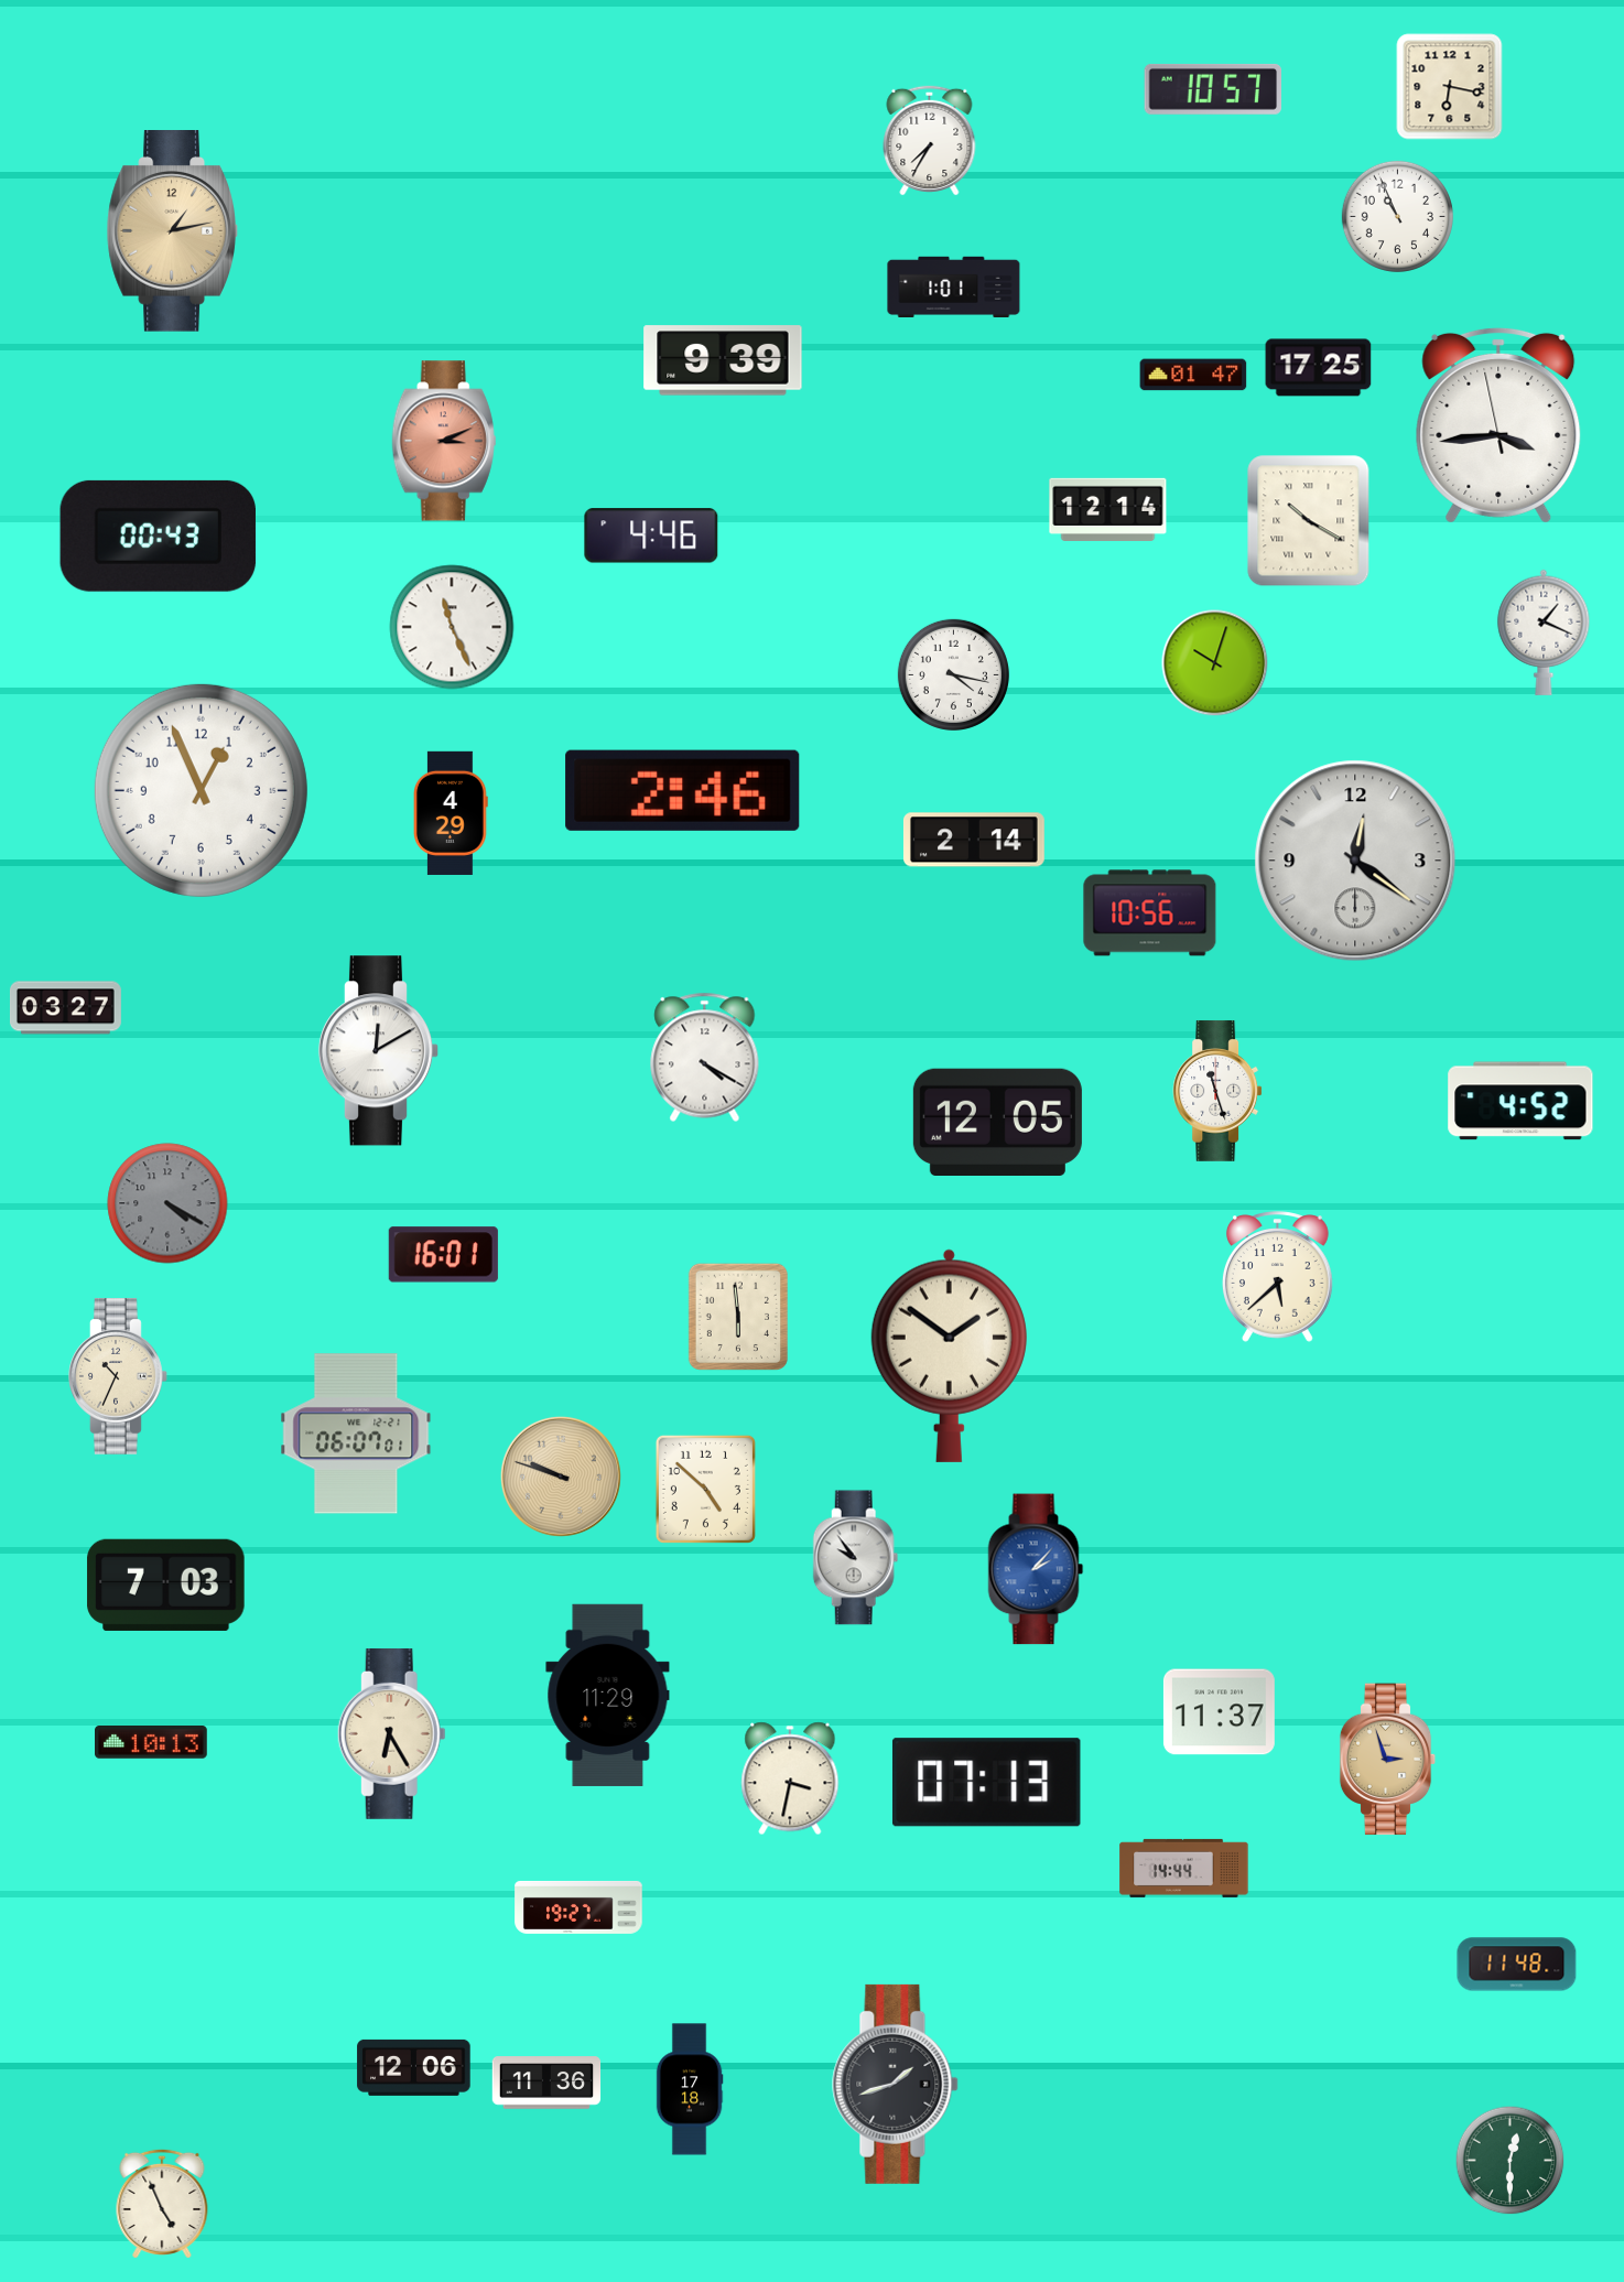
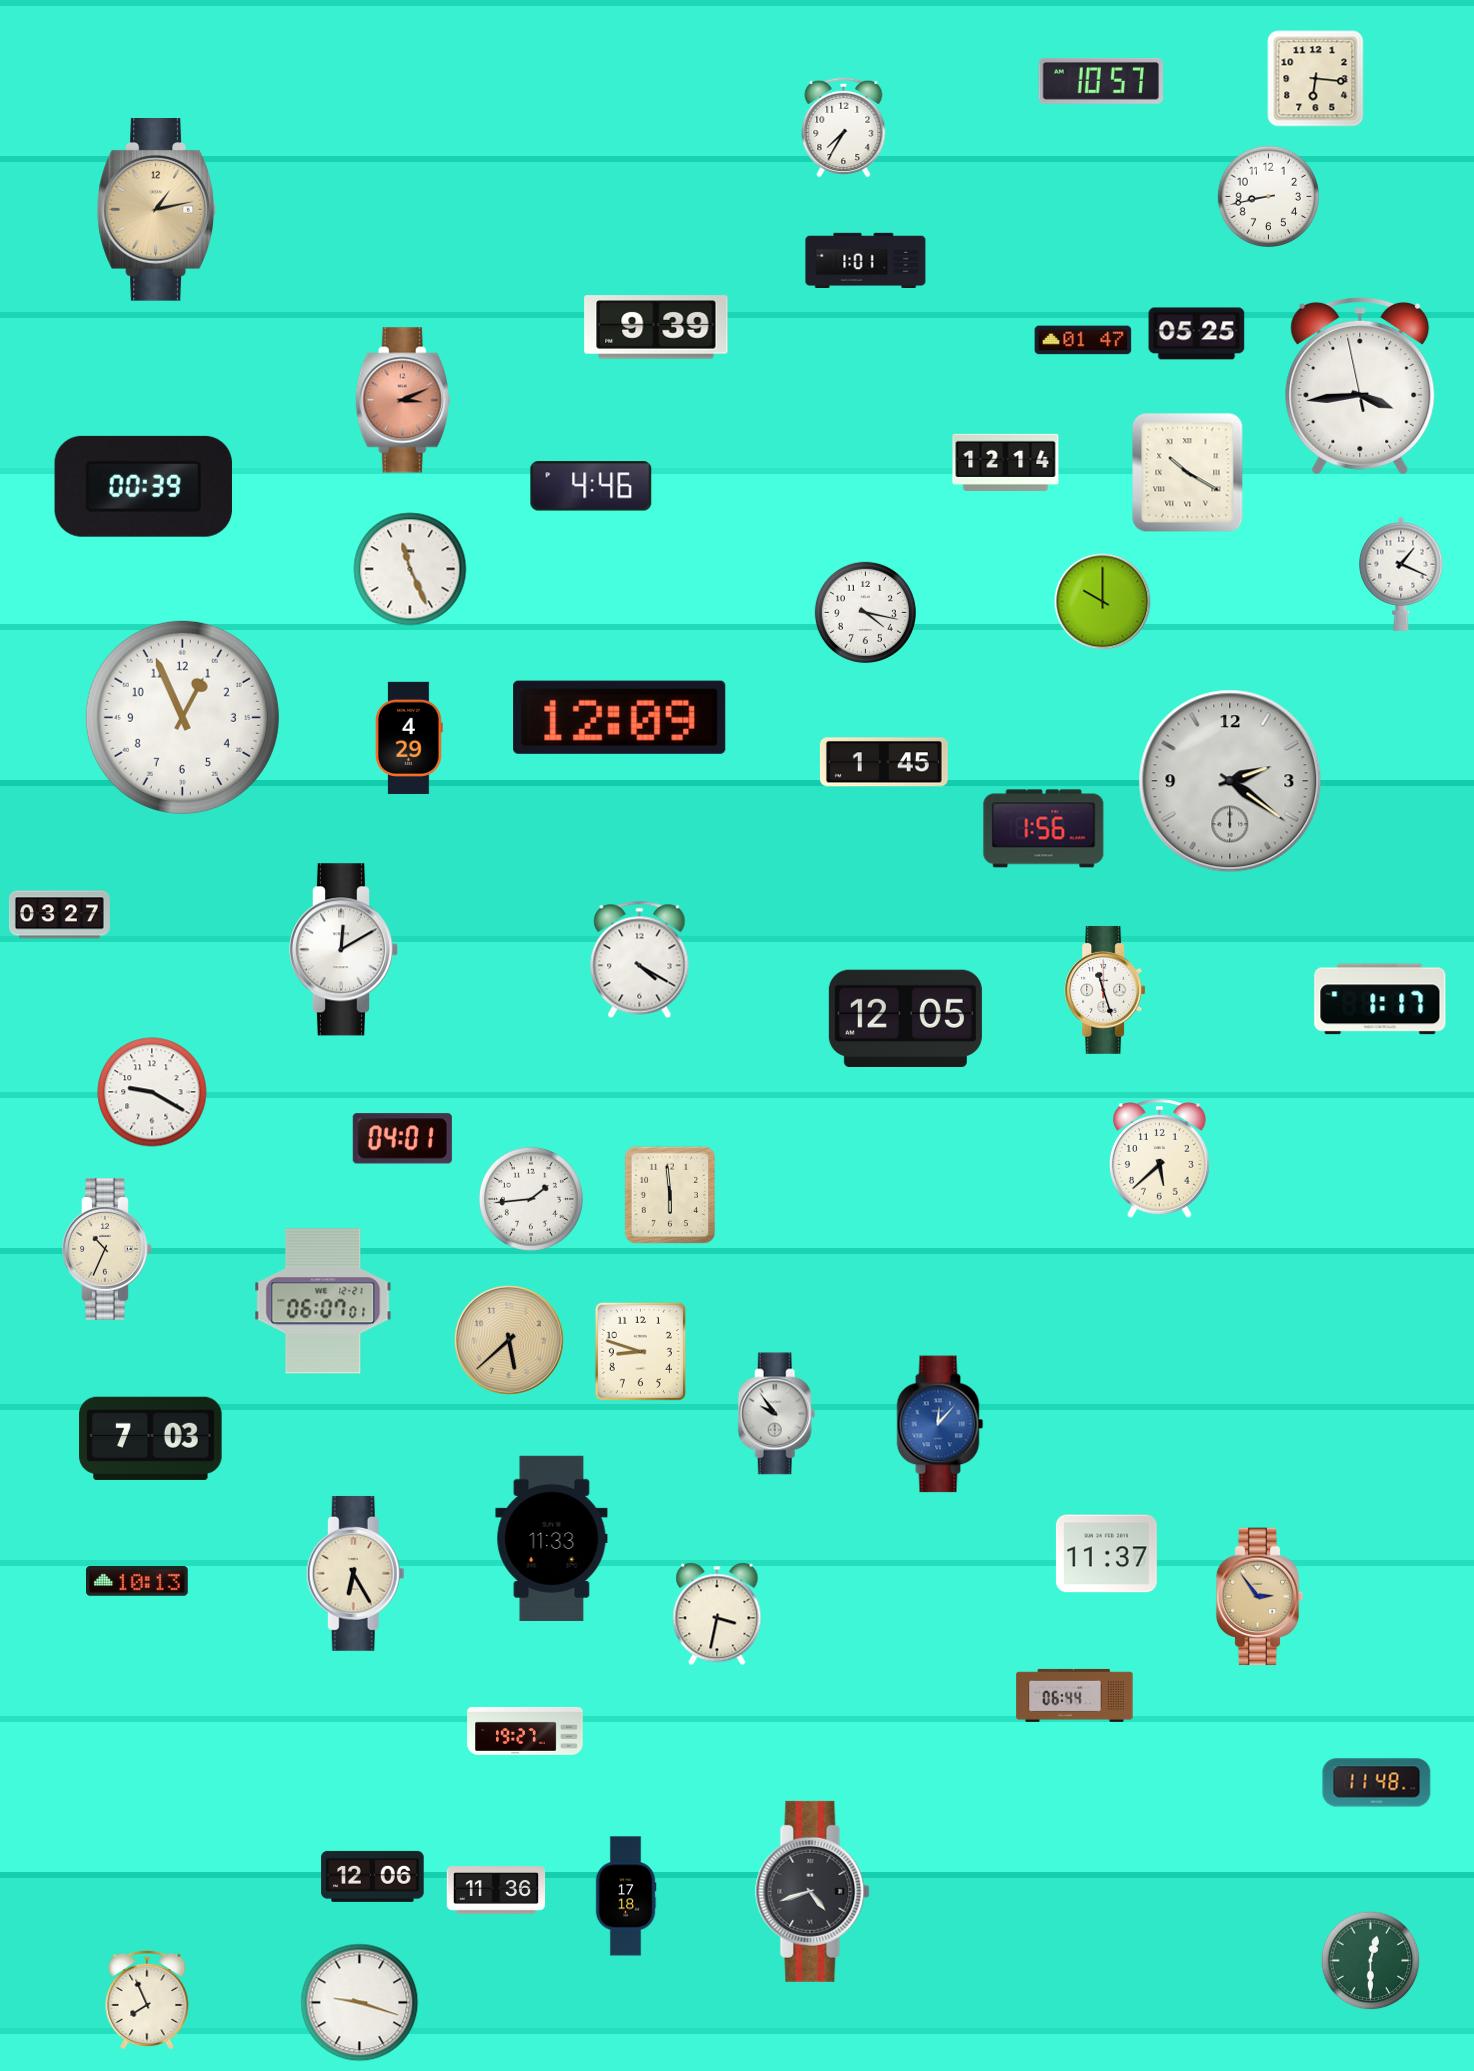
clock at (1450, 87): 6:17 -> 6:16
clock at (1397, 216): 10:56 -> 8:43
clock at (1319, 368): 17:25 -> 05:25
clock at (158, 536): 00:43 -> 00:39
clock at (1215, 663): 10:03 -> 10:00
clock at (683, 790): 2:46 -> 12:09
clock at (974, 840): 2:14 -> 1:45
clock at (1355, 861): 12:21 -> 2:21
clock at (1150, 913): 10:56 -> 1:56
clock at (379, 1051) position: (379, 1051) -> (344, 950)
clock at (1520, 1101): 4:52 -> 1:17
clock at (167, 1203): 4:20 -> 9:20
clock at (167, 1203) dial: grey -> white
clock at (443, 1255): 16:01 -> 04:01
clock at (531, 1199): none -> 1:44
clock at (949, 1355): 1:51 -> none
clock at (561, 1477): 9:48 -> 5:38
clock at (705, 1489): 4:52 -> 8:48
clock at (1036, 1569): 2:07 -> 12:07
clock at (608, 1695): 11:29 -> 11:33
clock at (1388, 1760): 2:57 -> 2:54
clock at (987, 1783): 07:13 -> none
clock at (1184, 1868): 14:44 -> 06:44
clock at (414, 2067) position: (414, 2067) -> (373, 1876)
clock at (896, 2084): 1:42 -> 4:42
clock at (162, 2203): 4:56 -> 7:56
clock at (360, 2003): none -> 9:18
